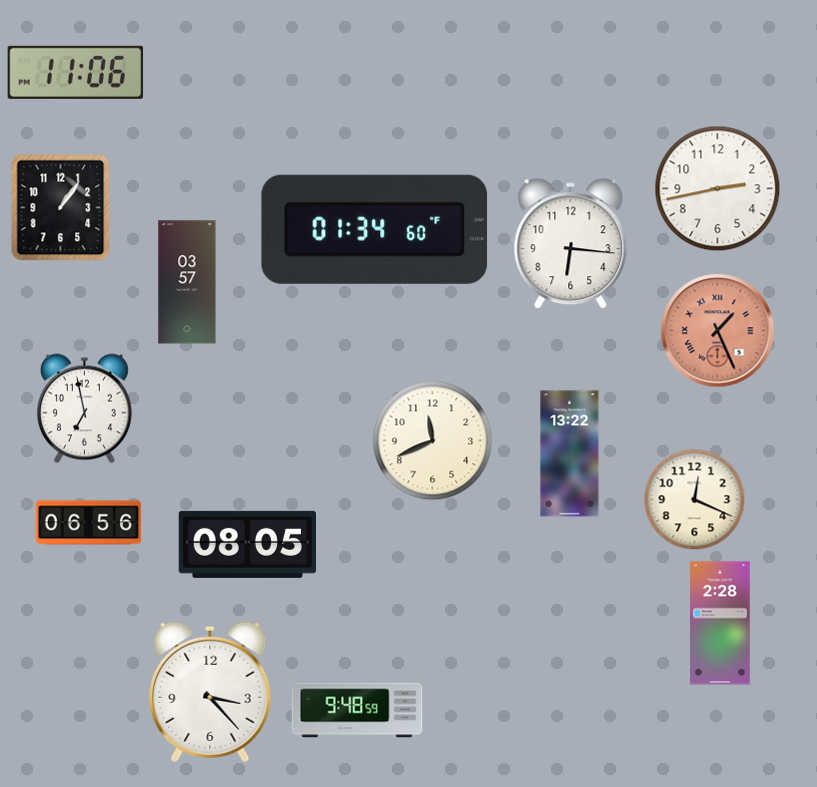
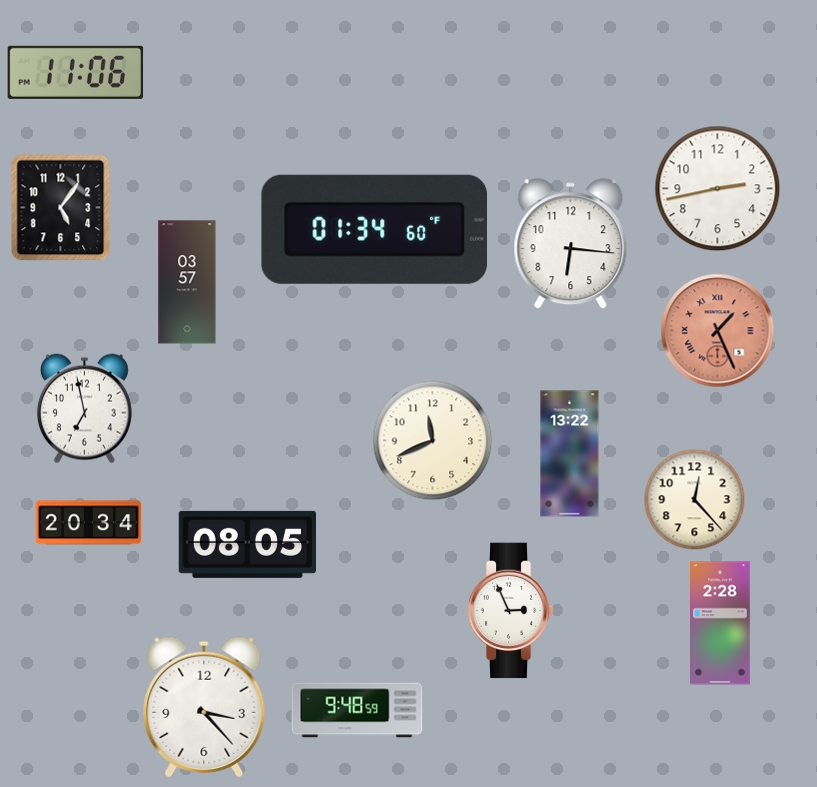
clock at (61, 208): 1:06 -> 5:06
clock at (695, 500): 12:19 -> 12:23
clock at (89, 523): 06:56 -> 20:34
clock at (510, 611): none -> 2:56
clock at (210, 692) position: (210, 692) -> (204, 707)
